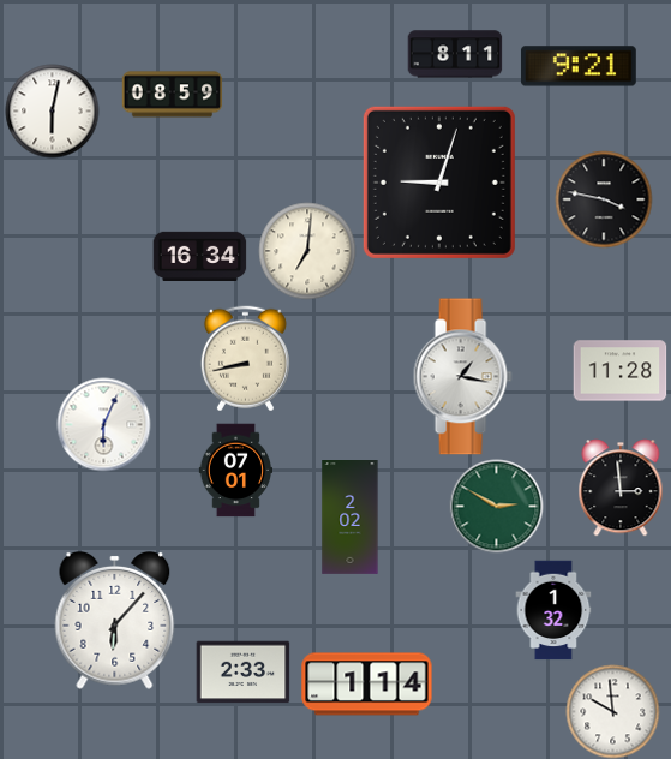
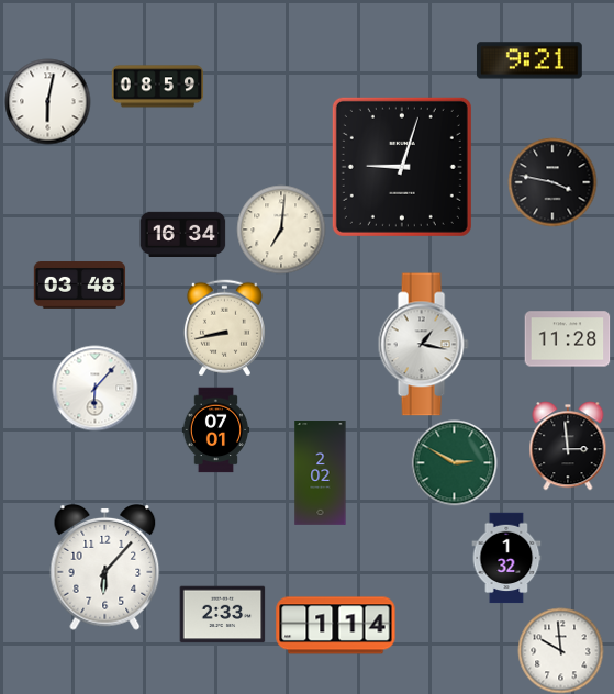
clock at (455, 54): 8:11 -> none
clock at (79, 286): none -> 03:48
clock at (103, 424): 6:04 -> 6:07
